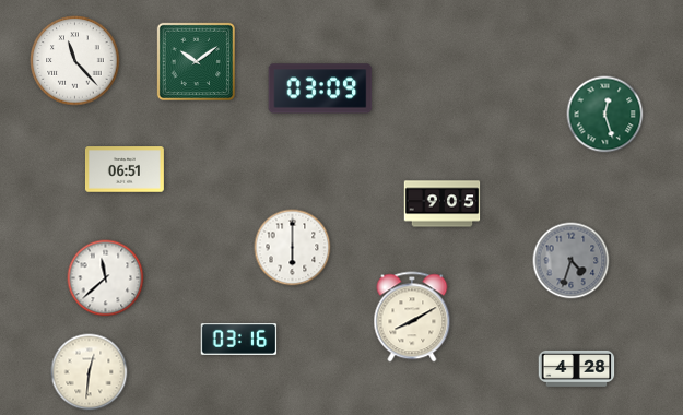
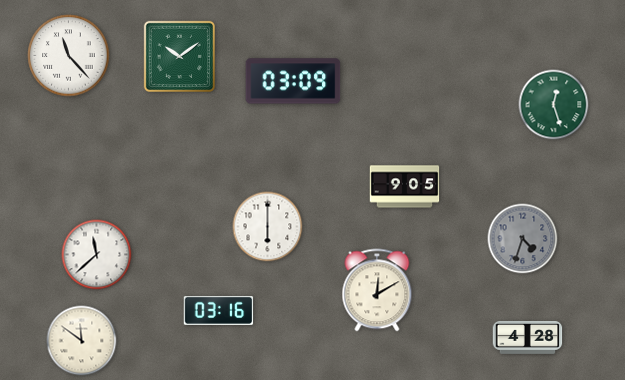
clock at (125, 169): 06:51 -> none
clock at (412, 317): 8:10 -> 12:10
clock at (90, 372): 12:31 -> 11:51
